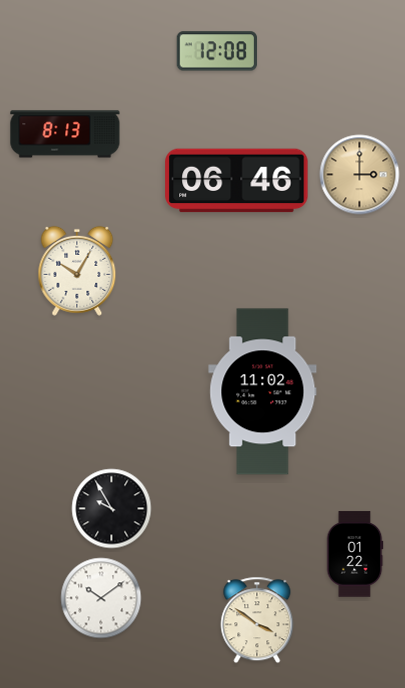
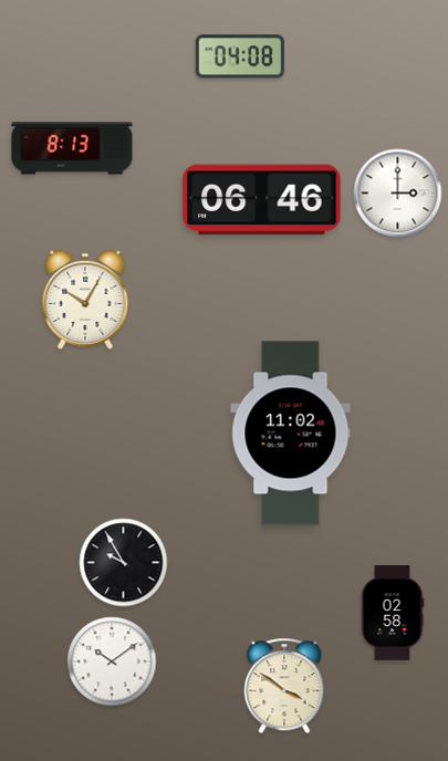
clock at (216, 51): 12:08 -> 04:08
clock at (360, 175) dial: champagne -> white
clock at (355, 554): 01:22 -> 02:58
